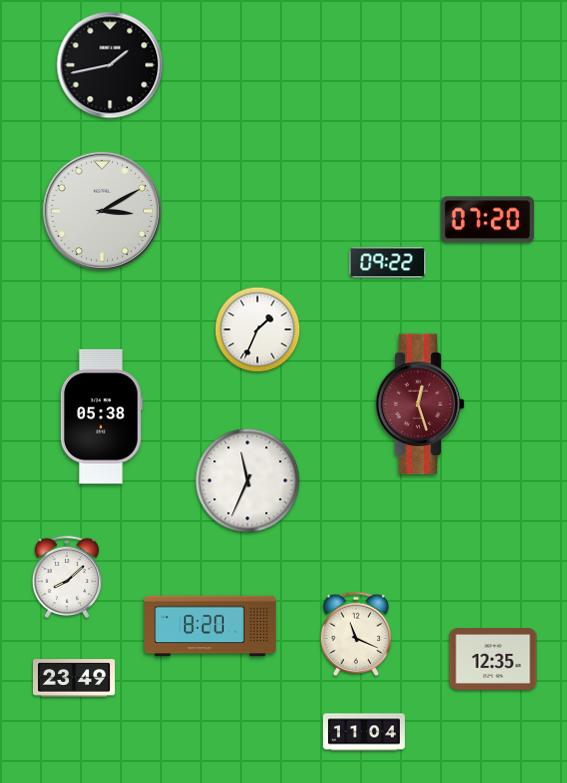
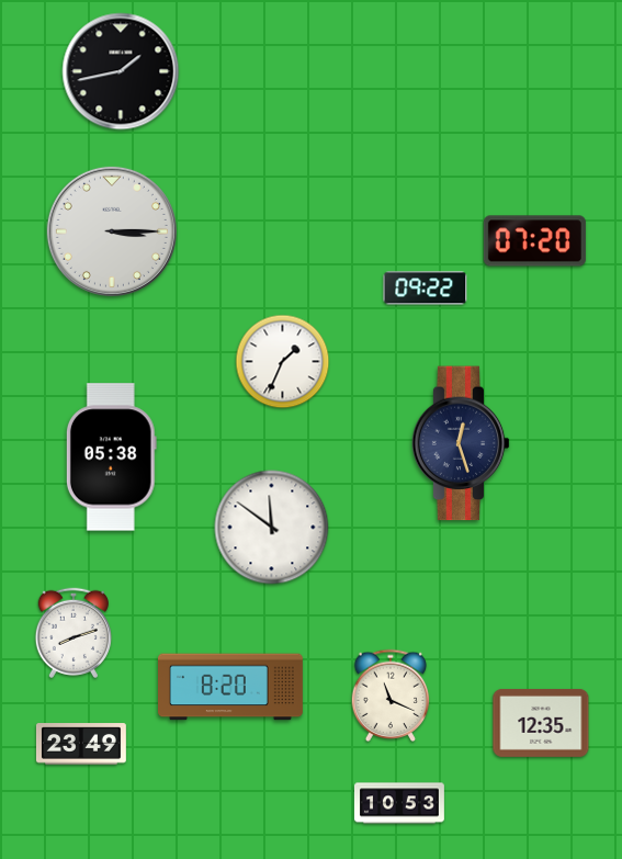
clock at (102, 211): 3:10 -> 3:15
clock at (420, 404) dial: burgundy -> navy
clock at (248, 481): 11:34 -> 11:51
clock at (66, 577): 8:08 -> 8:12
clock at (365, 732): 11:04 -> 10:53
